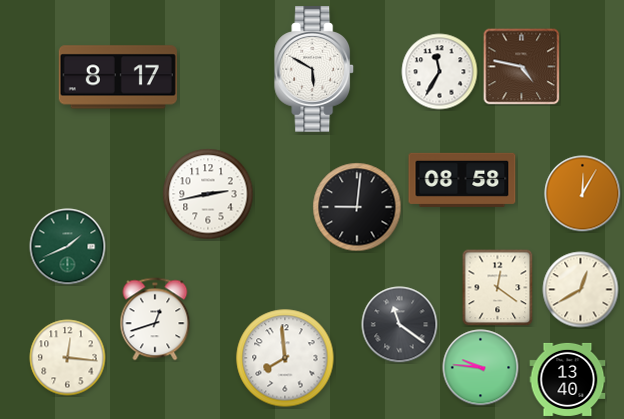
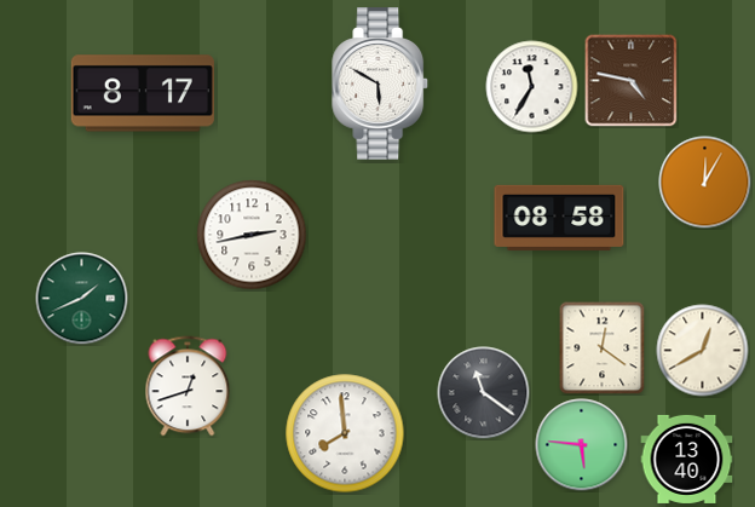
clock at (583, 194) position: (583, 194) -> (705, 183)
clock at (357, 207): 9:01 -> none
clock at (68, 358): 12:16 -> none
clock at (481, 368): 9:46 -> 5:46
